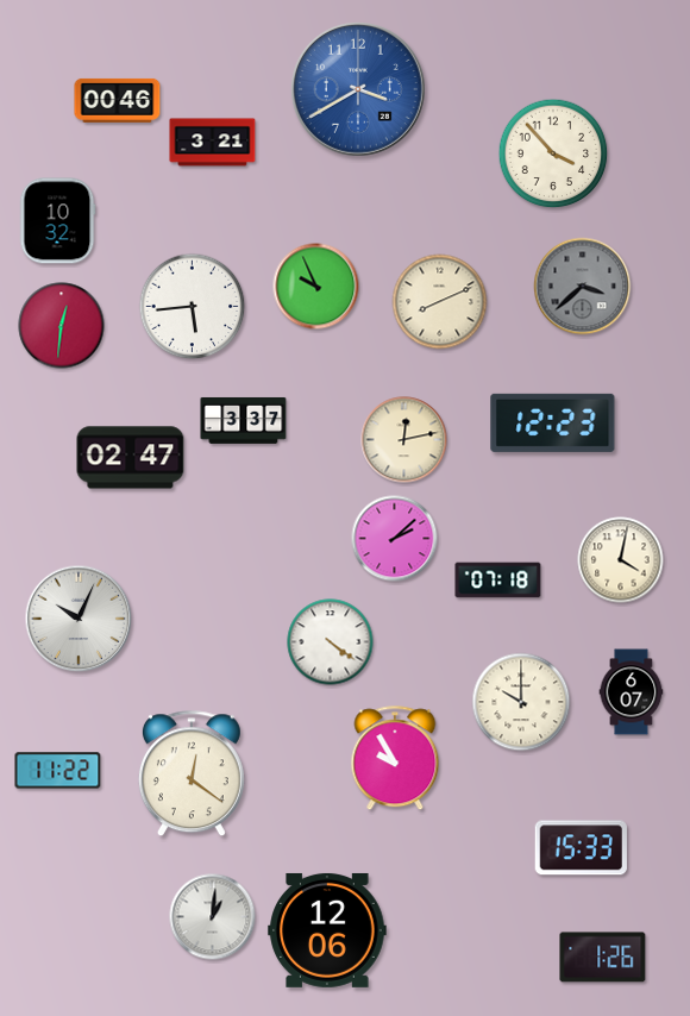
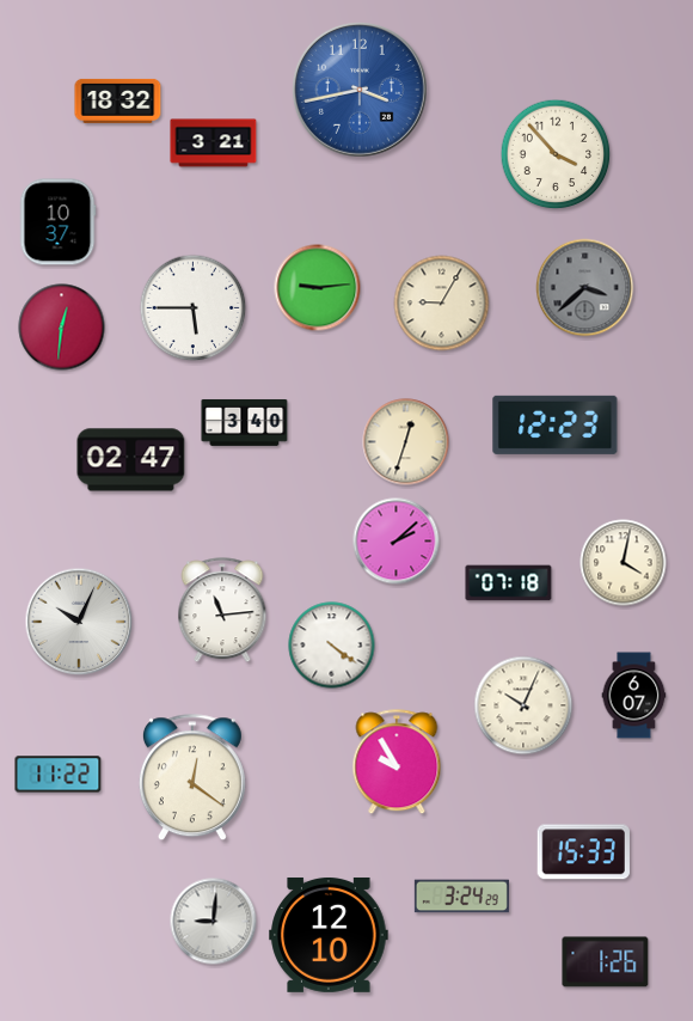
clock at (359, 90): 3:40 -> 3:43
clock at (118, 100): 00:46 -> 18:32
clock at (57, 221): 10:32 -> 10:37
clock at (316, 287): 9:56 -> 9:14
clock at (440, 302): 8:11 -> 9:05
clock at (193, 307): 5:44 -> 5:45
clock at (244, 420): 3:37 -> 3:40
clock at (404, 440): 12:13 -> 12:33
clock at (498, 581) position: (498, 581) -> (509, 583)
clock at (222, 611): none -> 11:14
clock at (521, 702): 10:00 -> 10:04
clock at (461, 897): none -> 3:24
clock at (213, 917): 1:01 -> 9:01
clock at (327, 930): 12:06 -> 12:10
